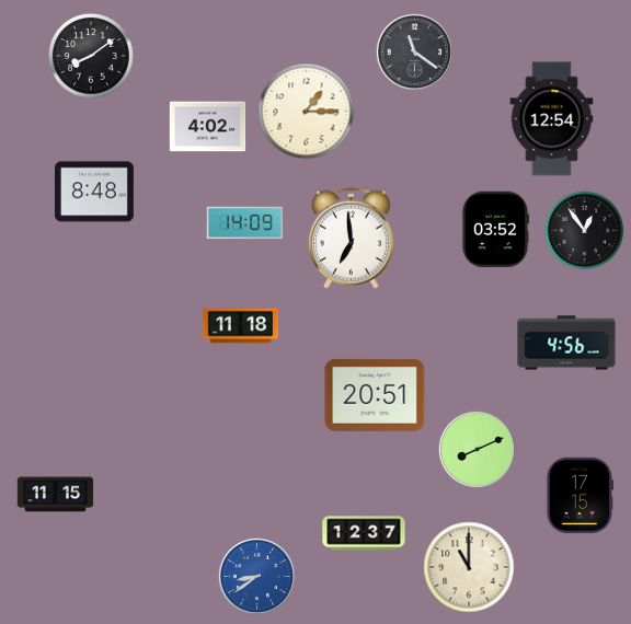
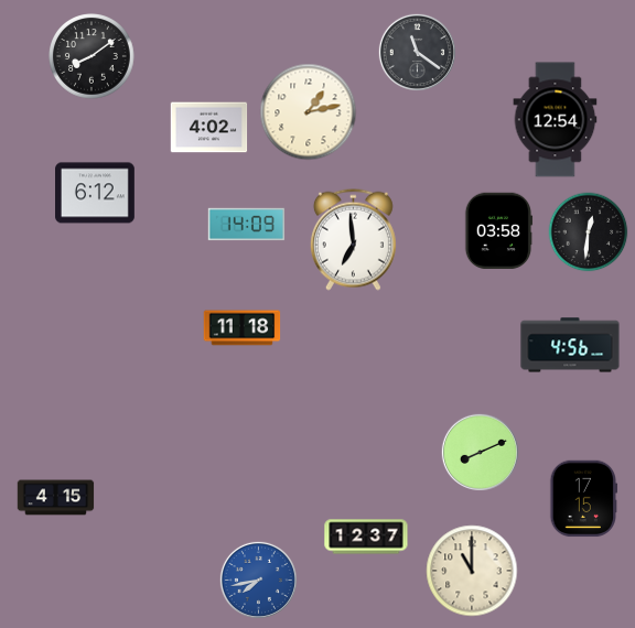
clock at (307, 112): 1:15 -> 1:13
clock at (95, 192): 8:48 -> 6:12
clock at (495, 230): 03:52 -> 03:58
clock at (585, 231): 12:54 -> 12:31
clock at (375, 395): 20:51 -> none
clock at (56, 495): 11:15 -> 4:15
clock at (256, 576): 8:39 -> 7:43
